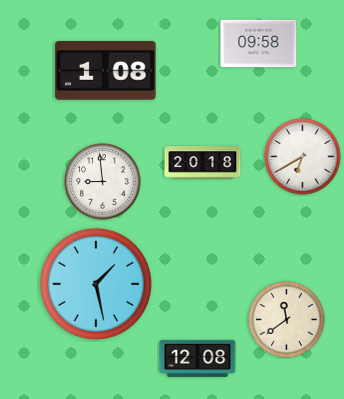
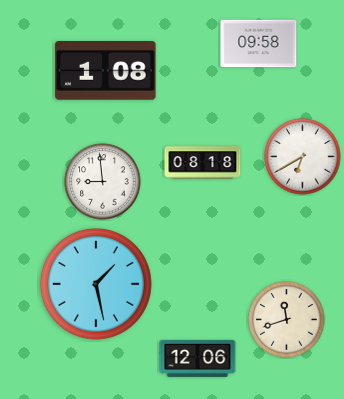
clock at (203, 163): 20:18 -> 08:18
clock at (287, 320): 11:39 -> 11:42
clock at (198, 358): 12:08 -> 12:06
